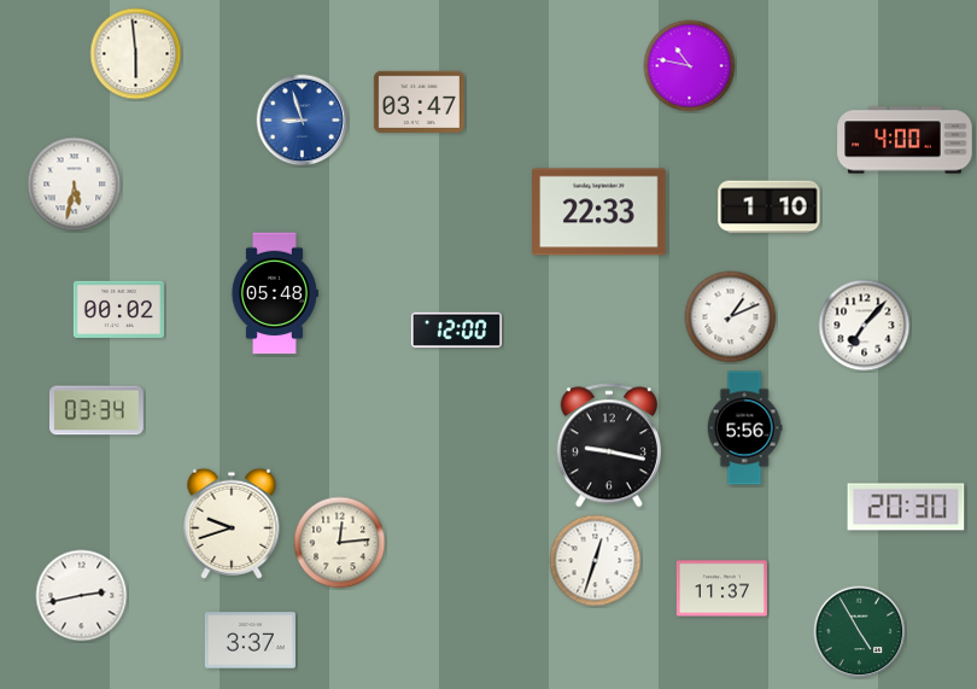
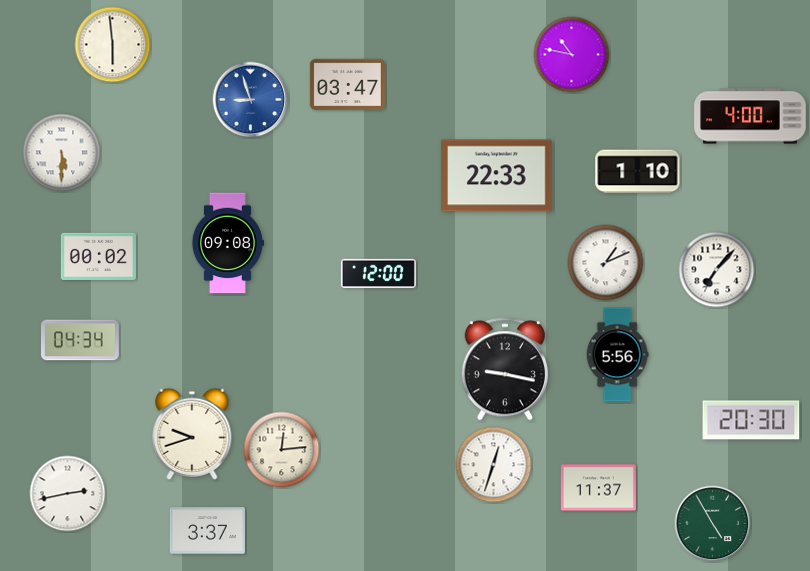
clock at (75, 185): 5:32 -> 5:30
clock at (274, 293): 05:48 -> 09:08
clock at (96, 410): 03:34 -> 04:34
